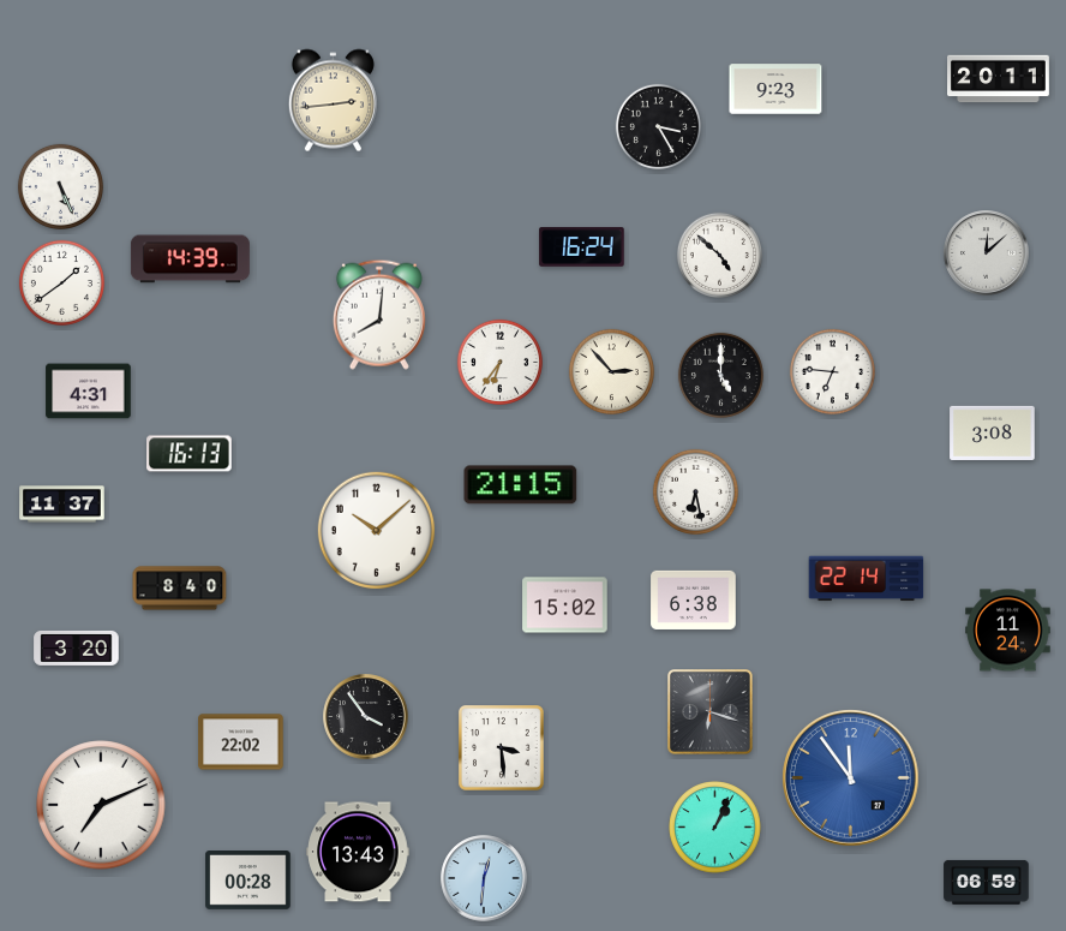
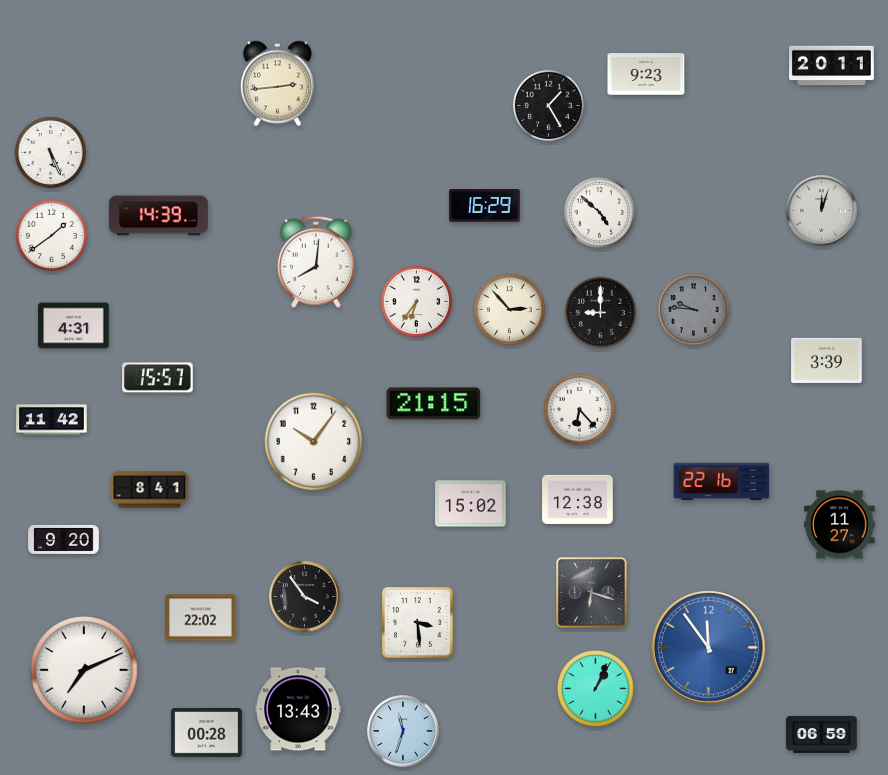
clock at (658, 126): 3:25 -> 1:25
clock at (60, 186) position: (60, 186) -> (50, 152)
clock at (582, 247): 16:24 -> 16:29
clock at (987, 253): 12:08 -> 12:03
clock at (832, 371): 6:46 -> 9:46
clock at (832, 371) dial: white -> grey
clock at (720, 375): 5:00 -> 9:00
clock at (993, 432): 3:08 -> 3:39
clock at (190, 454): 16:13 -> 15:57
clock at (695, 491): 6:28 -> 6:23
clock at (62, 505): 11:37 -> 11:42
clock at (377, 531): 10:08 -> 10:06
clock at (867, 579): 22:14 -> 22:16
clock at (180, 589): 8:40 -> 8:41
clock at (694, 599): 6:38 -> 12:38
clock at (1008, 631): 11:24 -> 11:27
clock at (77, 647): 3:20 -> 9:20
clock at (484, 878): 12:31 -> 11:33
